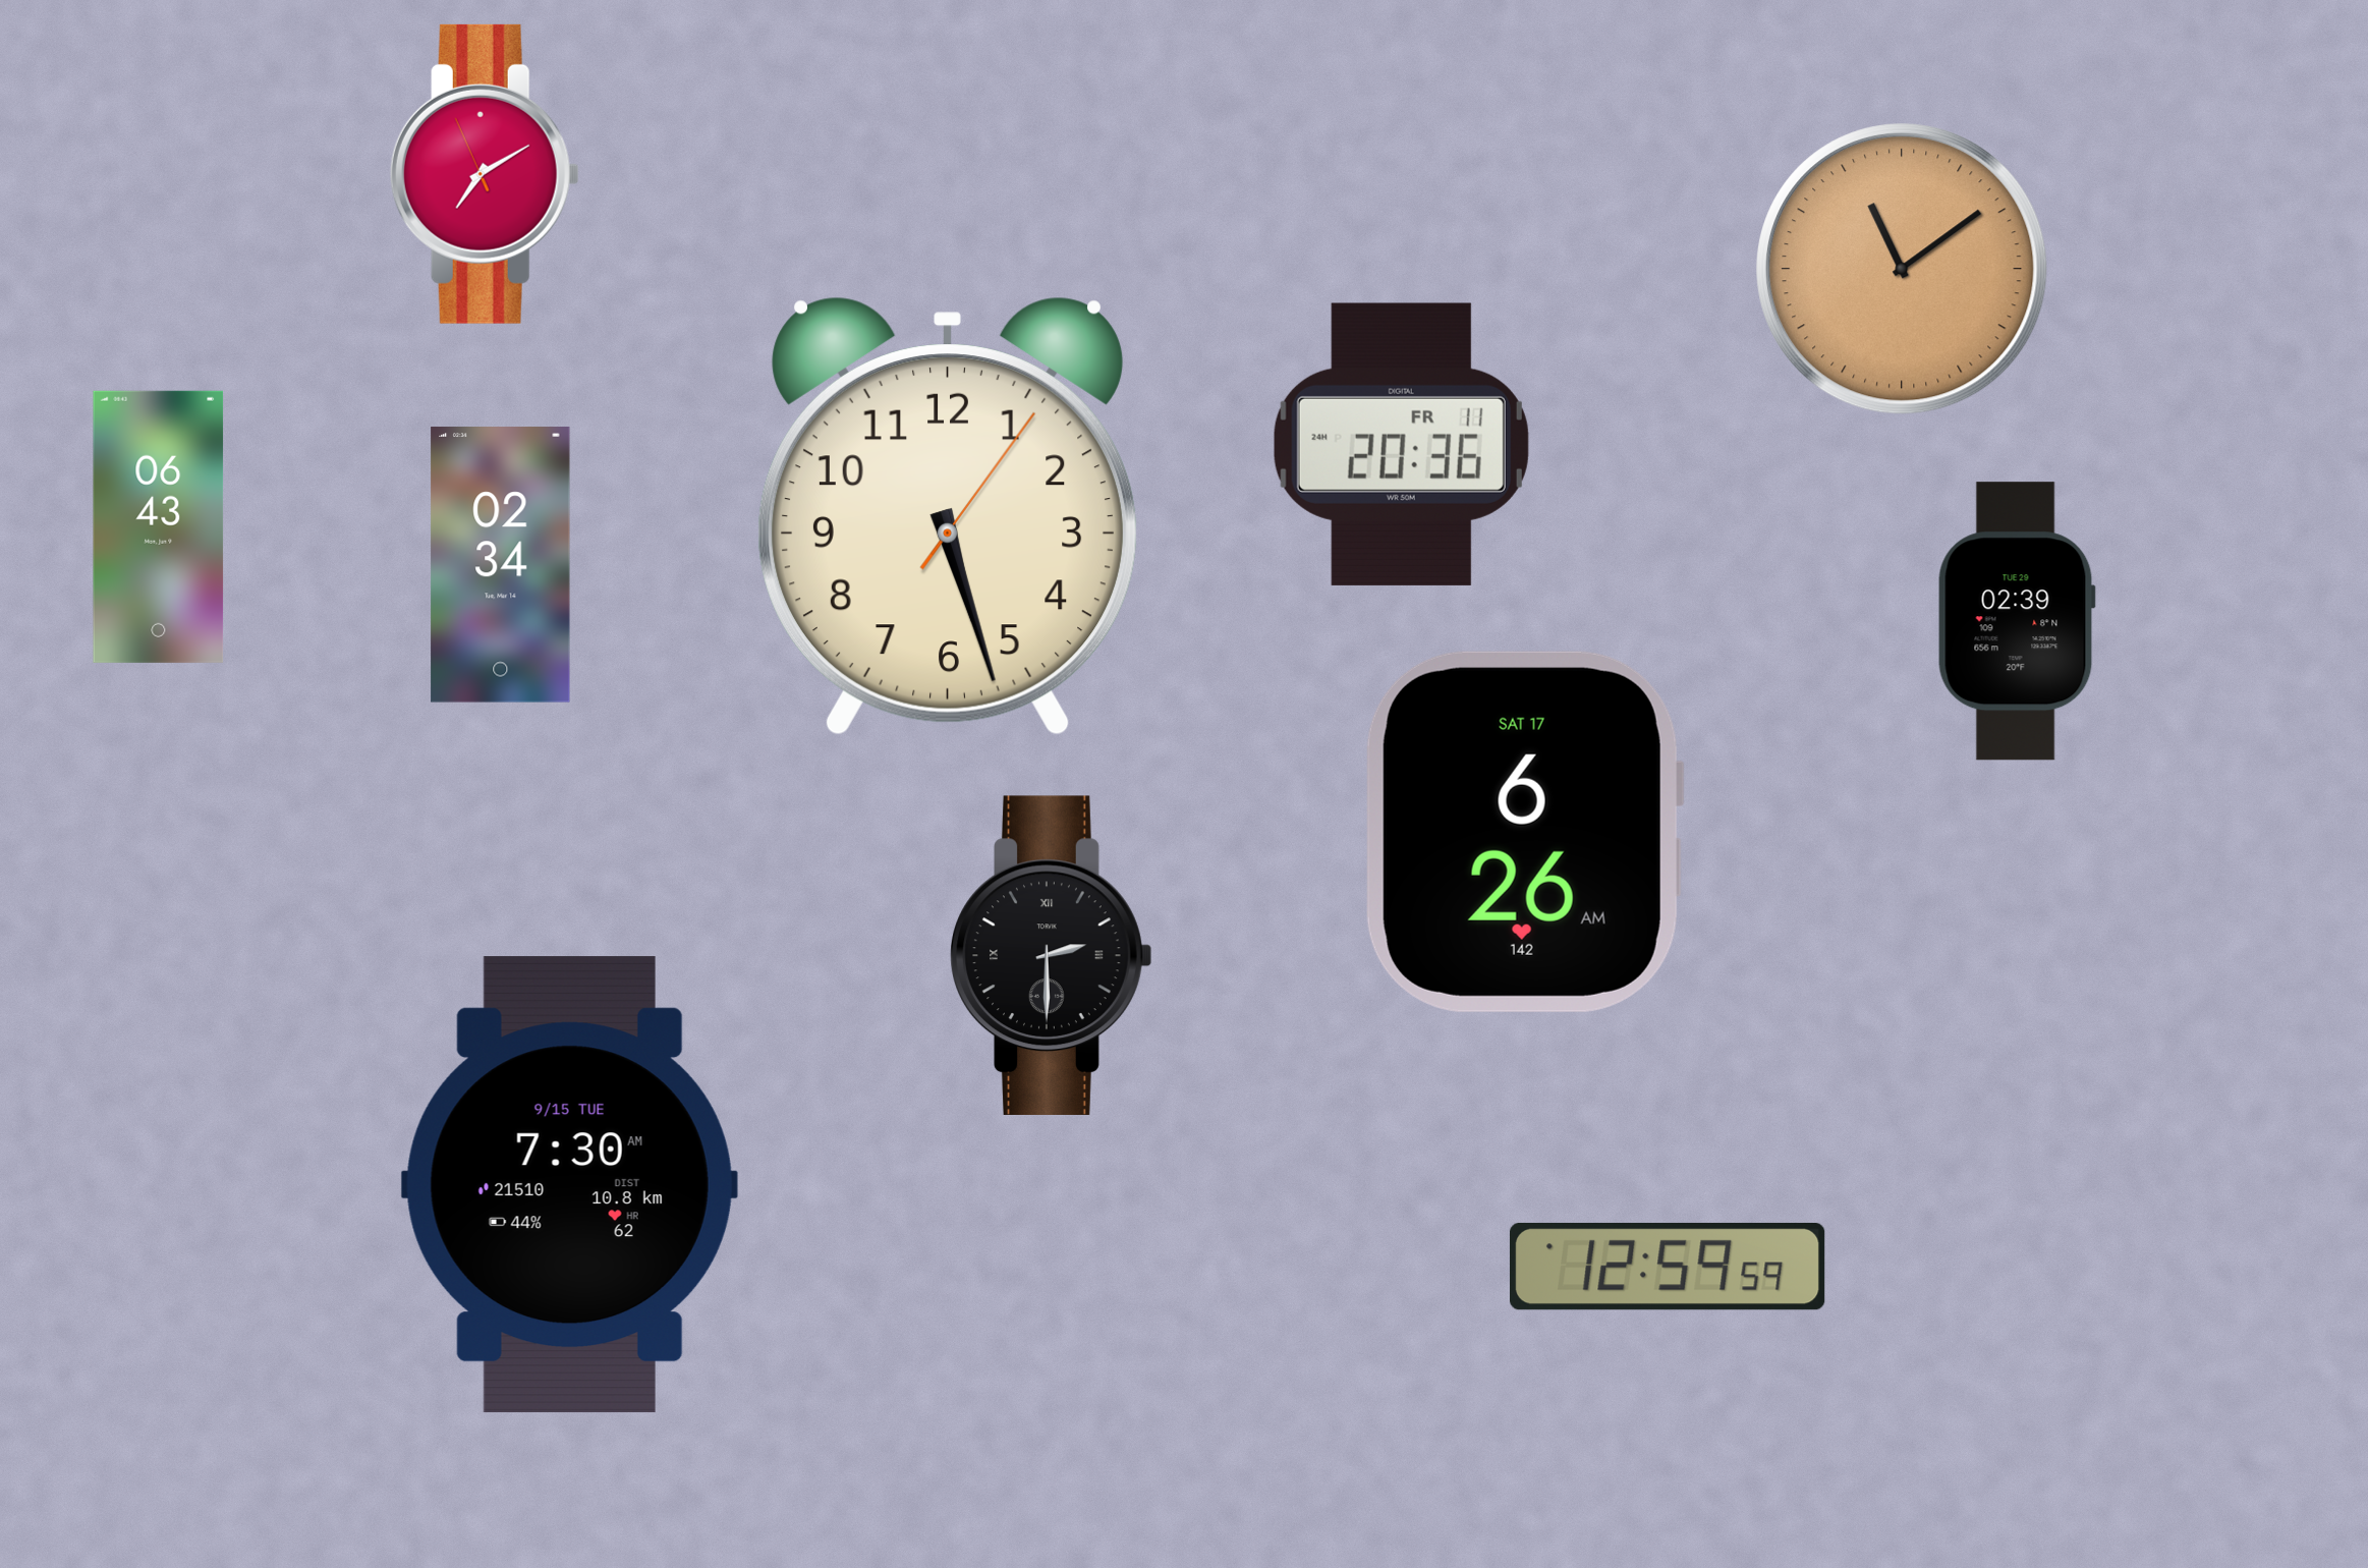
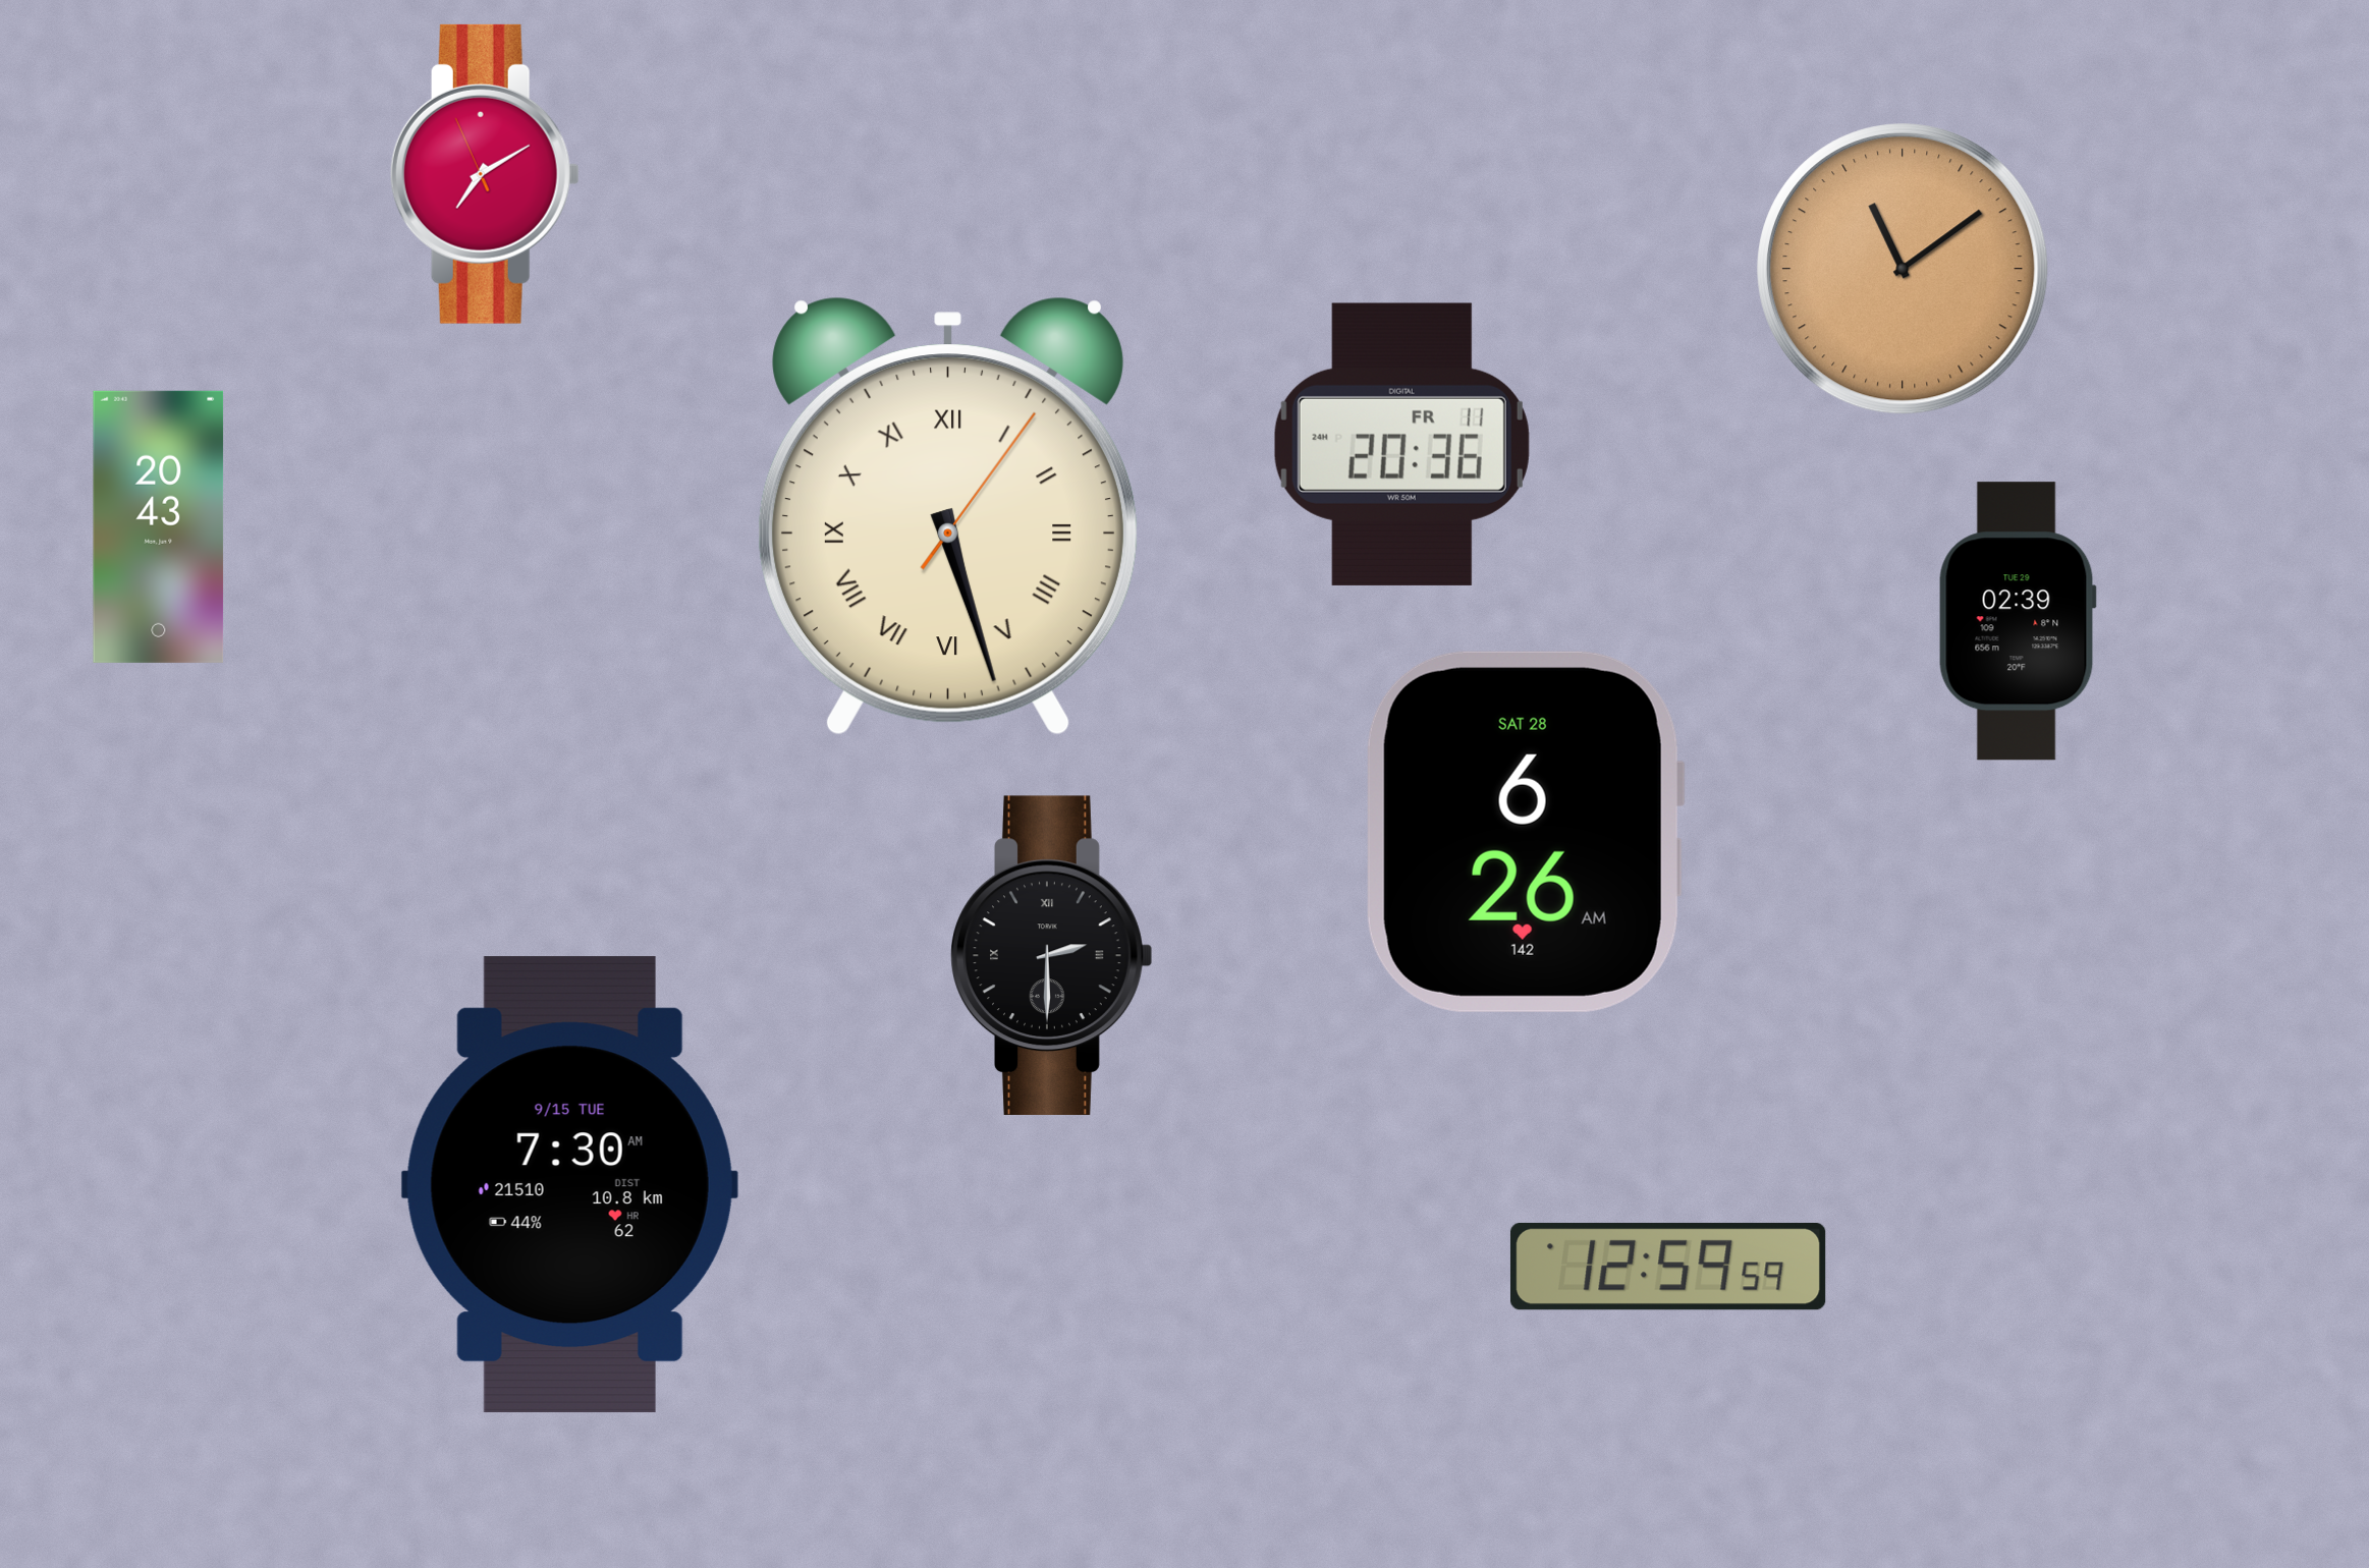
clock at (948, 516) numerals: Arabic -> Roman
clock at (159, 526): 06:43 -> 20:43
clock at (501, 565): 02:34 -> none
clock at (1525, 832) date: SAT 17 -> SAT 28
